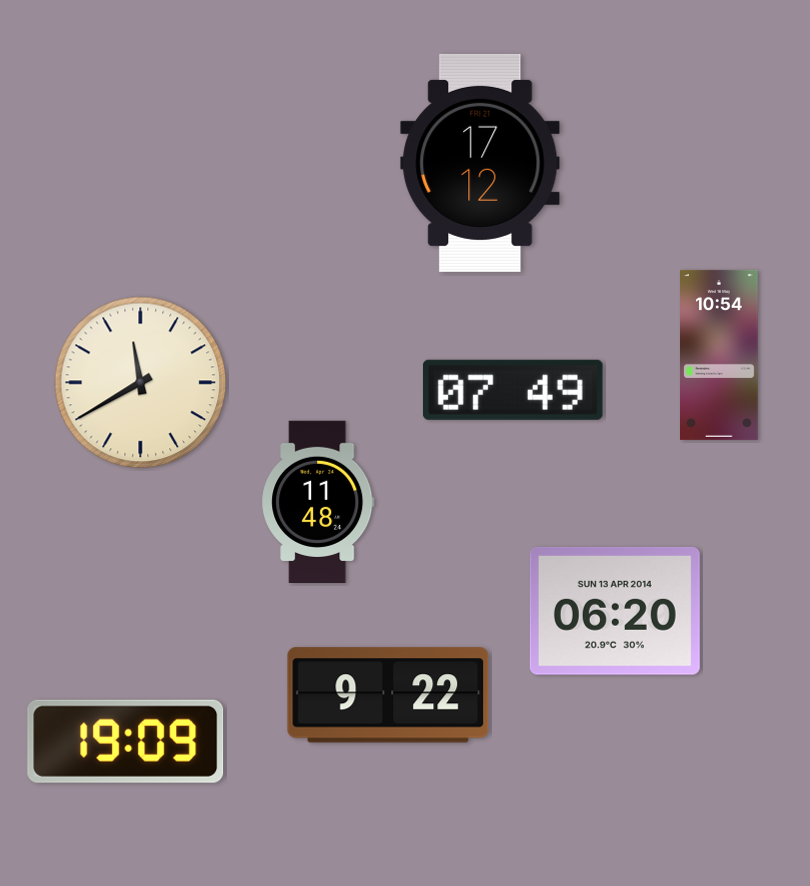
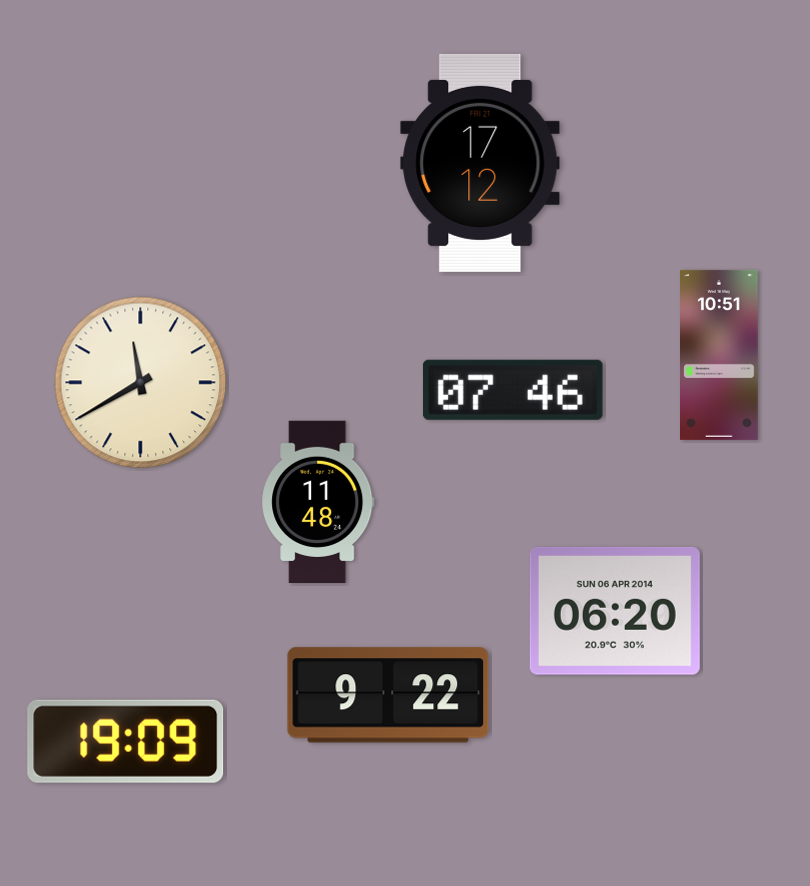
clock at (719, 355): 10:54 -> 10:51
clock at (513, 390): 07:49 -> 07:46
clock at (615, 611) date: SUN 13 APR 2014 -> SUN 06 APR 2014
